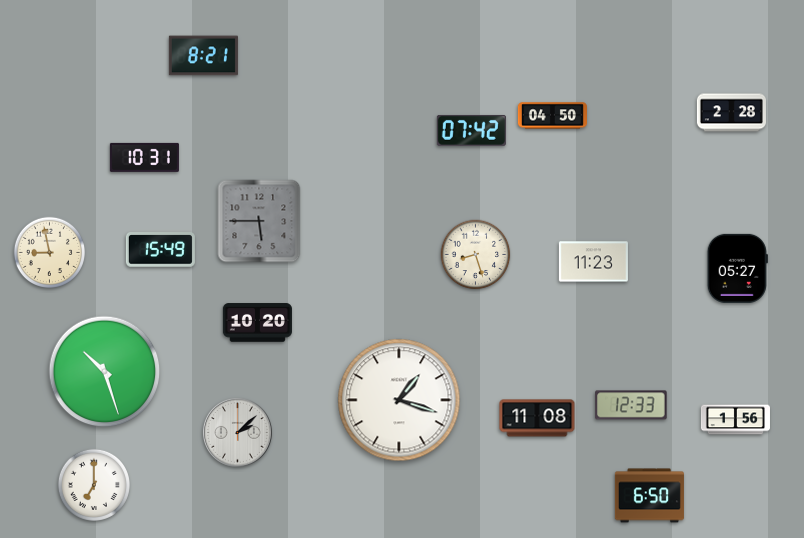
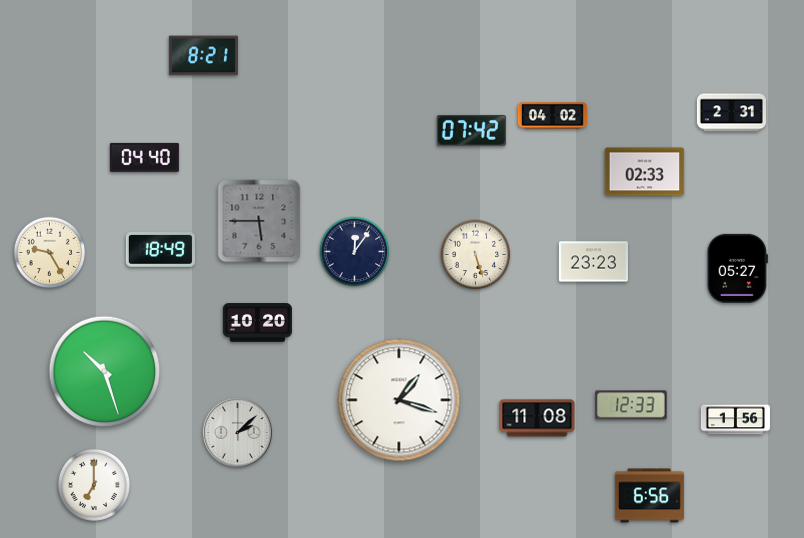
clock at (731, 113): 2:28 -> 2:31
clock at (552, 116): 04:50 -> 04:02
clock at (144, 157): 10:31 -> 04:40
clock at (645, 172): none -> 02:33
clock at (160, 250): 15:49 -> 18:49
clock at (355, 252): none -> 12:06
clock at (50, 253): 8:58 -> 9:25
clock at (476, 255): 8:27 -> 5:27
clock at (593, 262): 11:23 -> 23:23
clock at (649, 496): 6:50 -> 6:56
